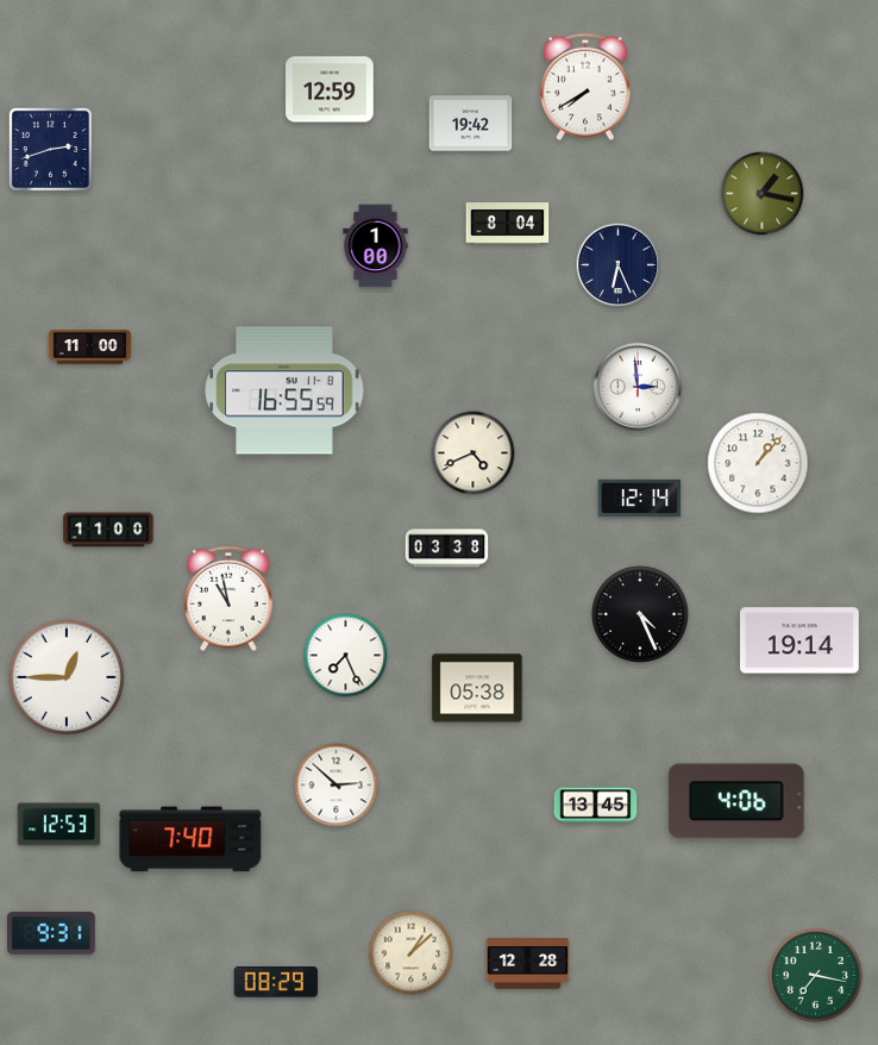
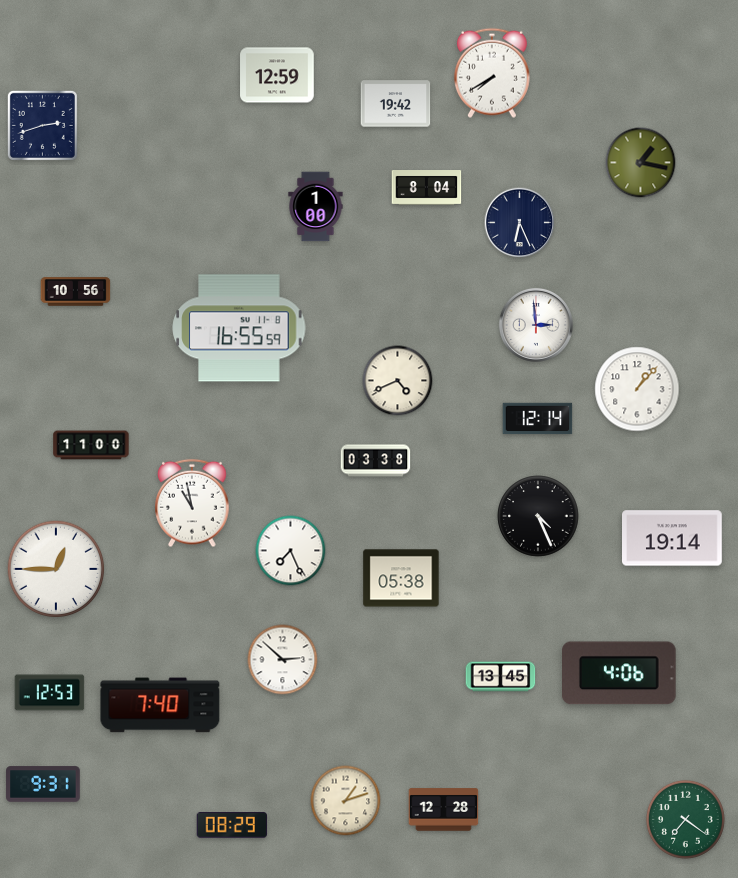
clock at (90, 348): 11:00 -> 10:56
clock at (412, 953): 1:08 -> 1:12
clock at (815, 975): 7:17 -> 7:21
